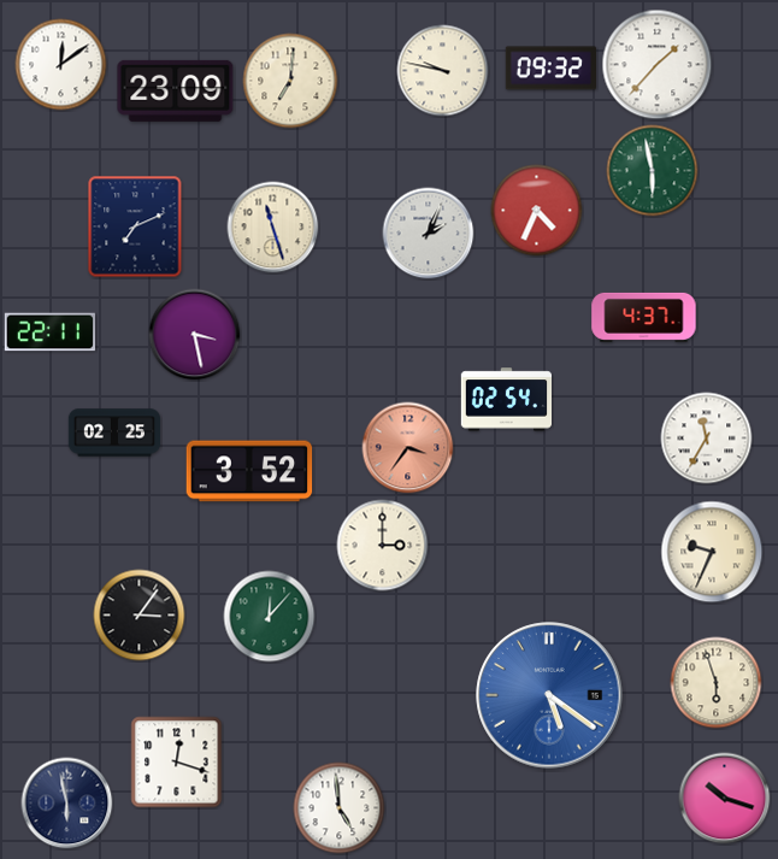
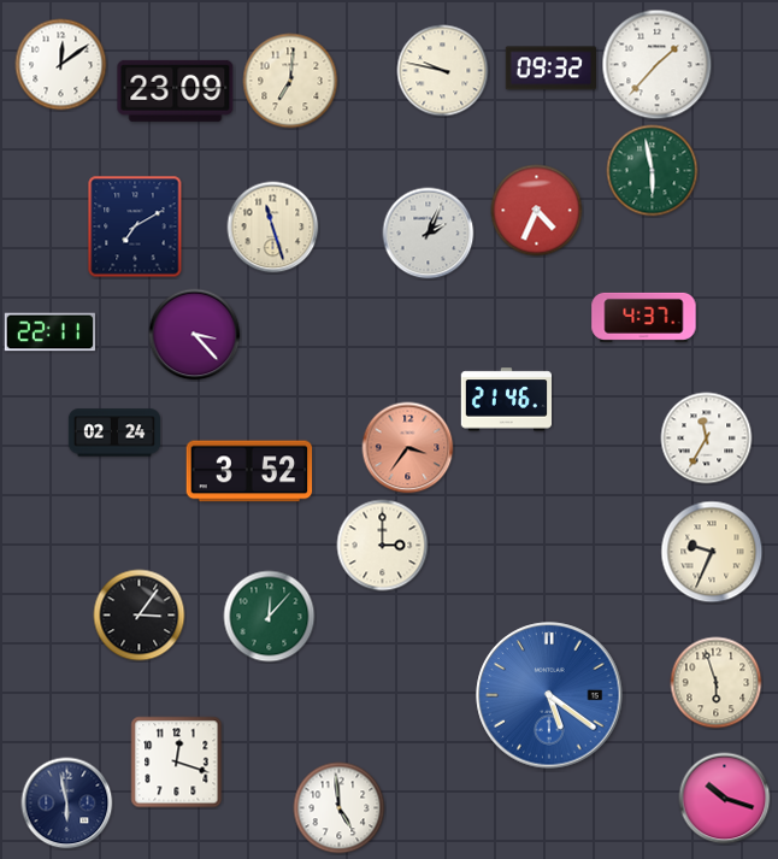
clock at (135, 226): 7:11 -> 7:10
clock at (195, 335): 3:28 -> 3:23
clock at (506, 400): 02:54 -> 21:46
clock at (113, 433): 02:25 -> 02:24
